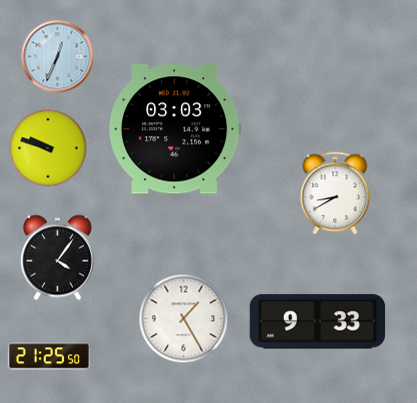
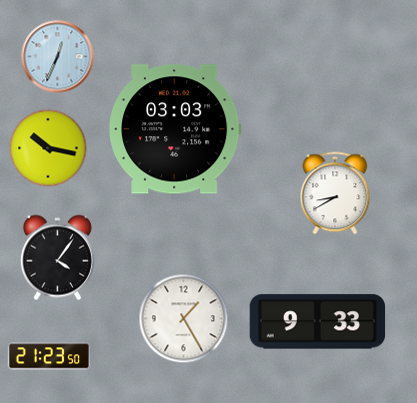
clock at (48, 148): 9:48 -> 10:17
clock at (49, 356): 21:25 -> 21:23
